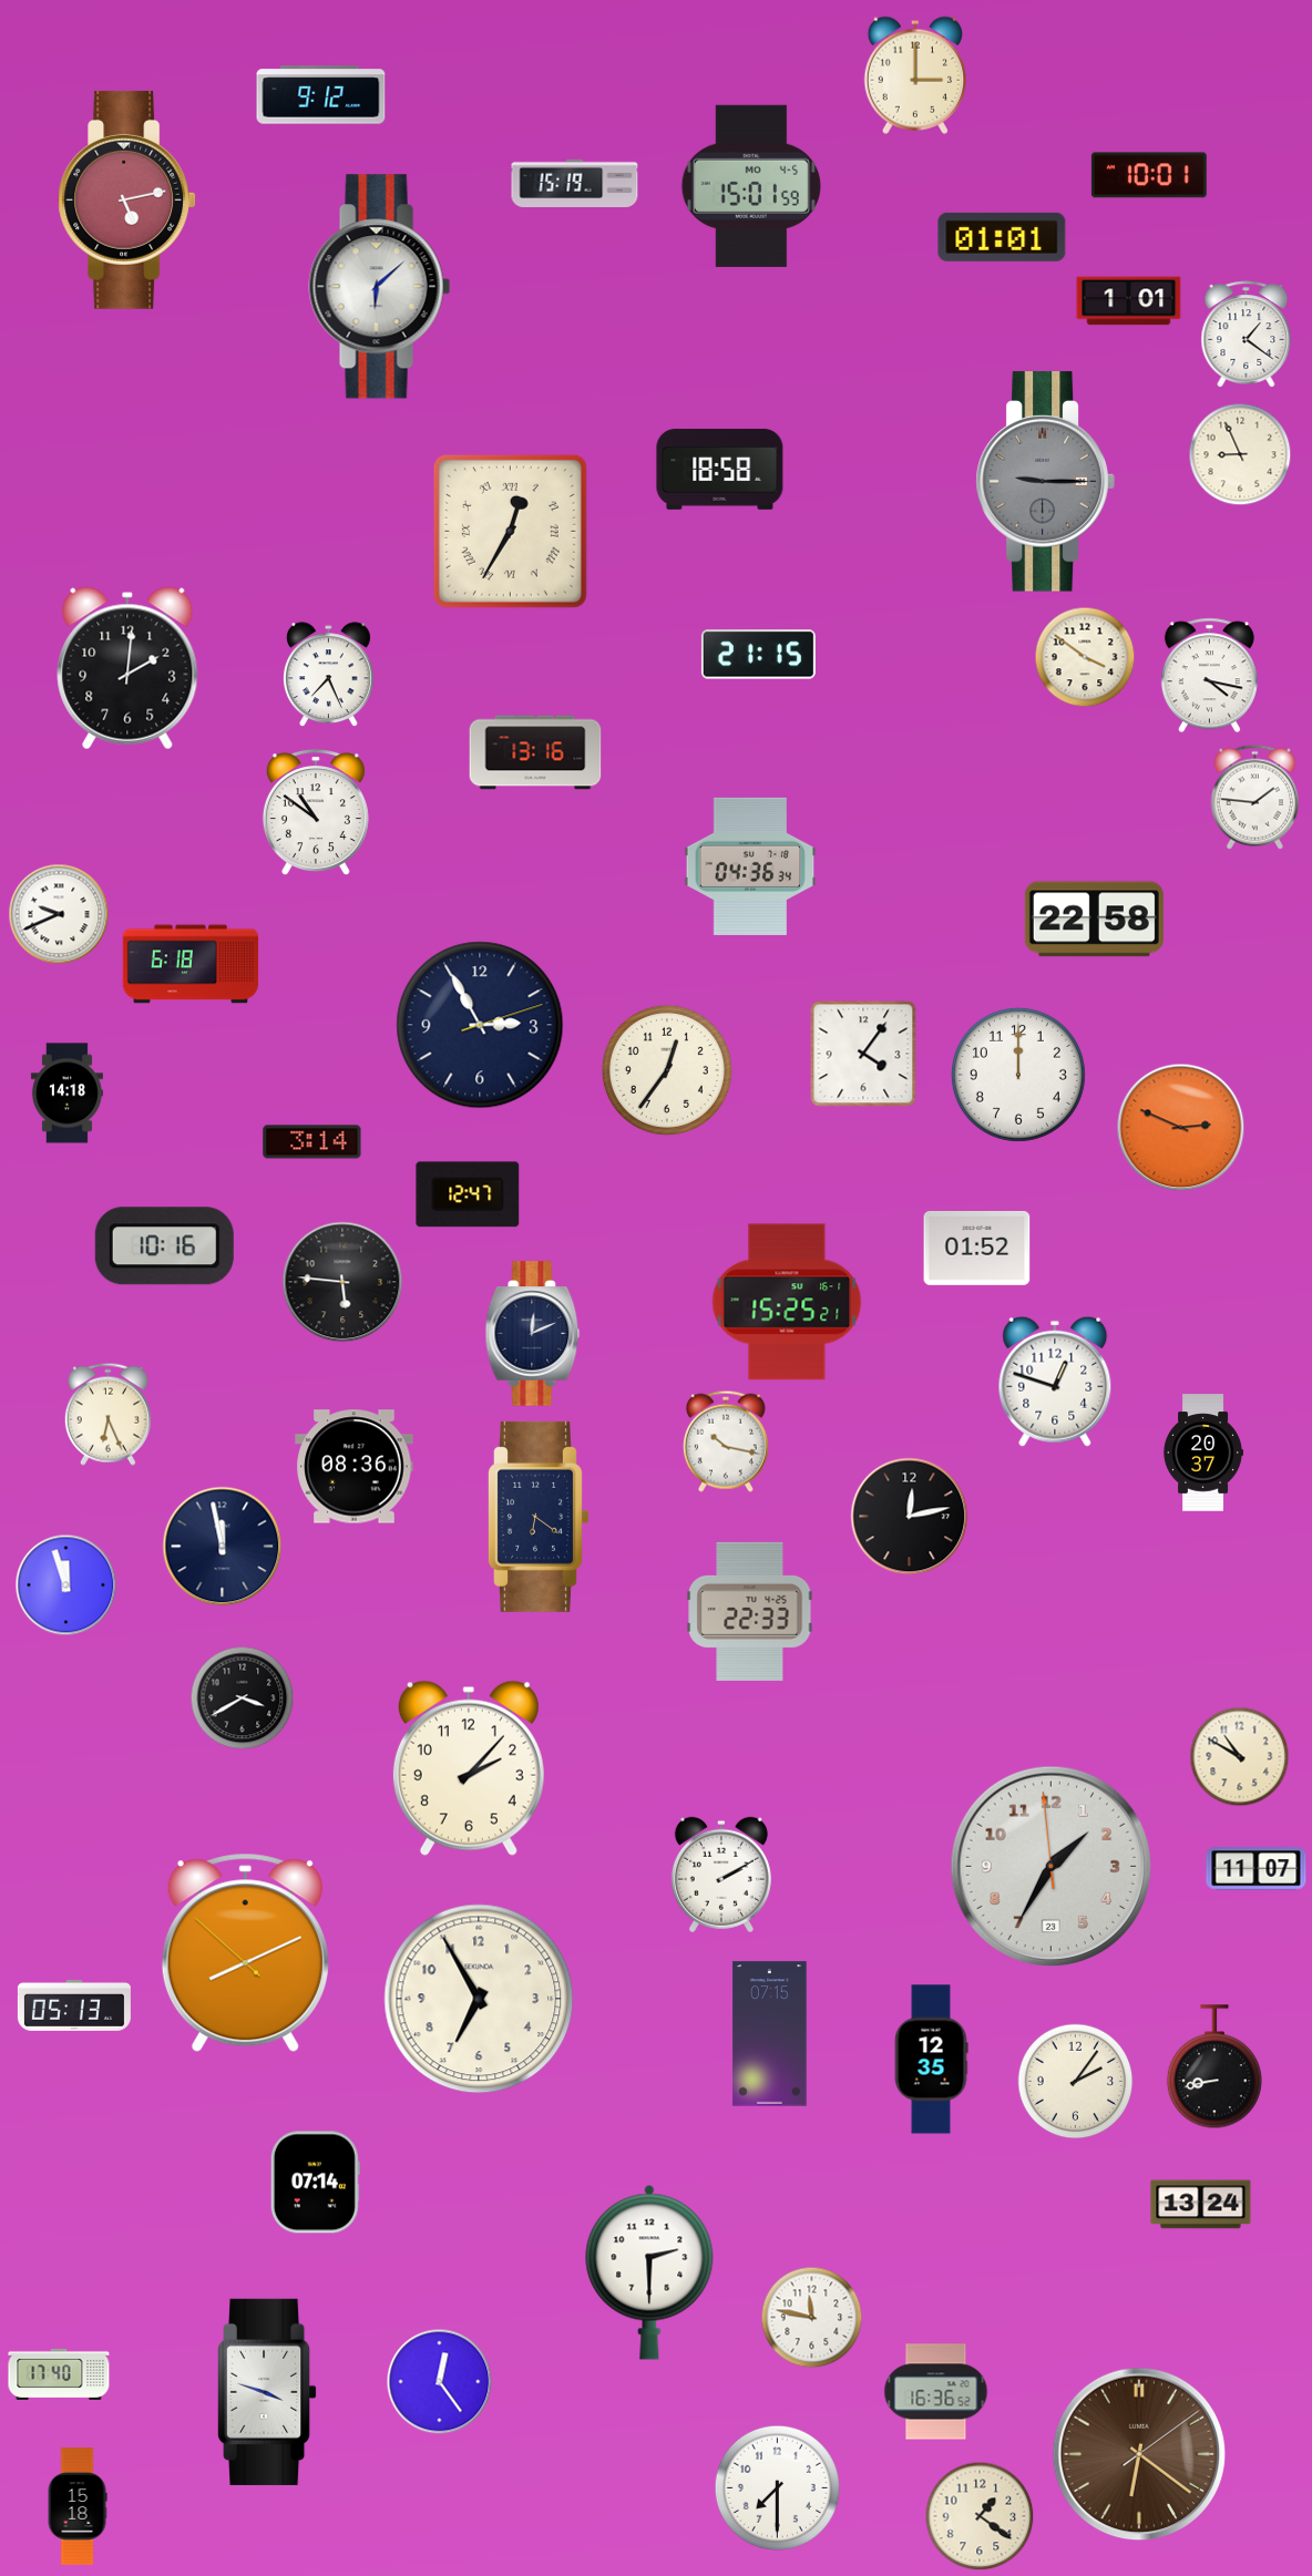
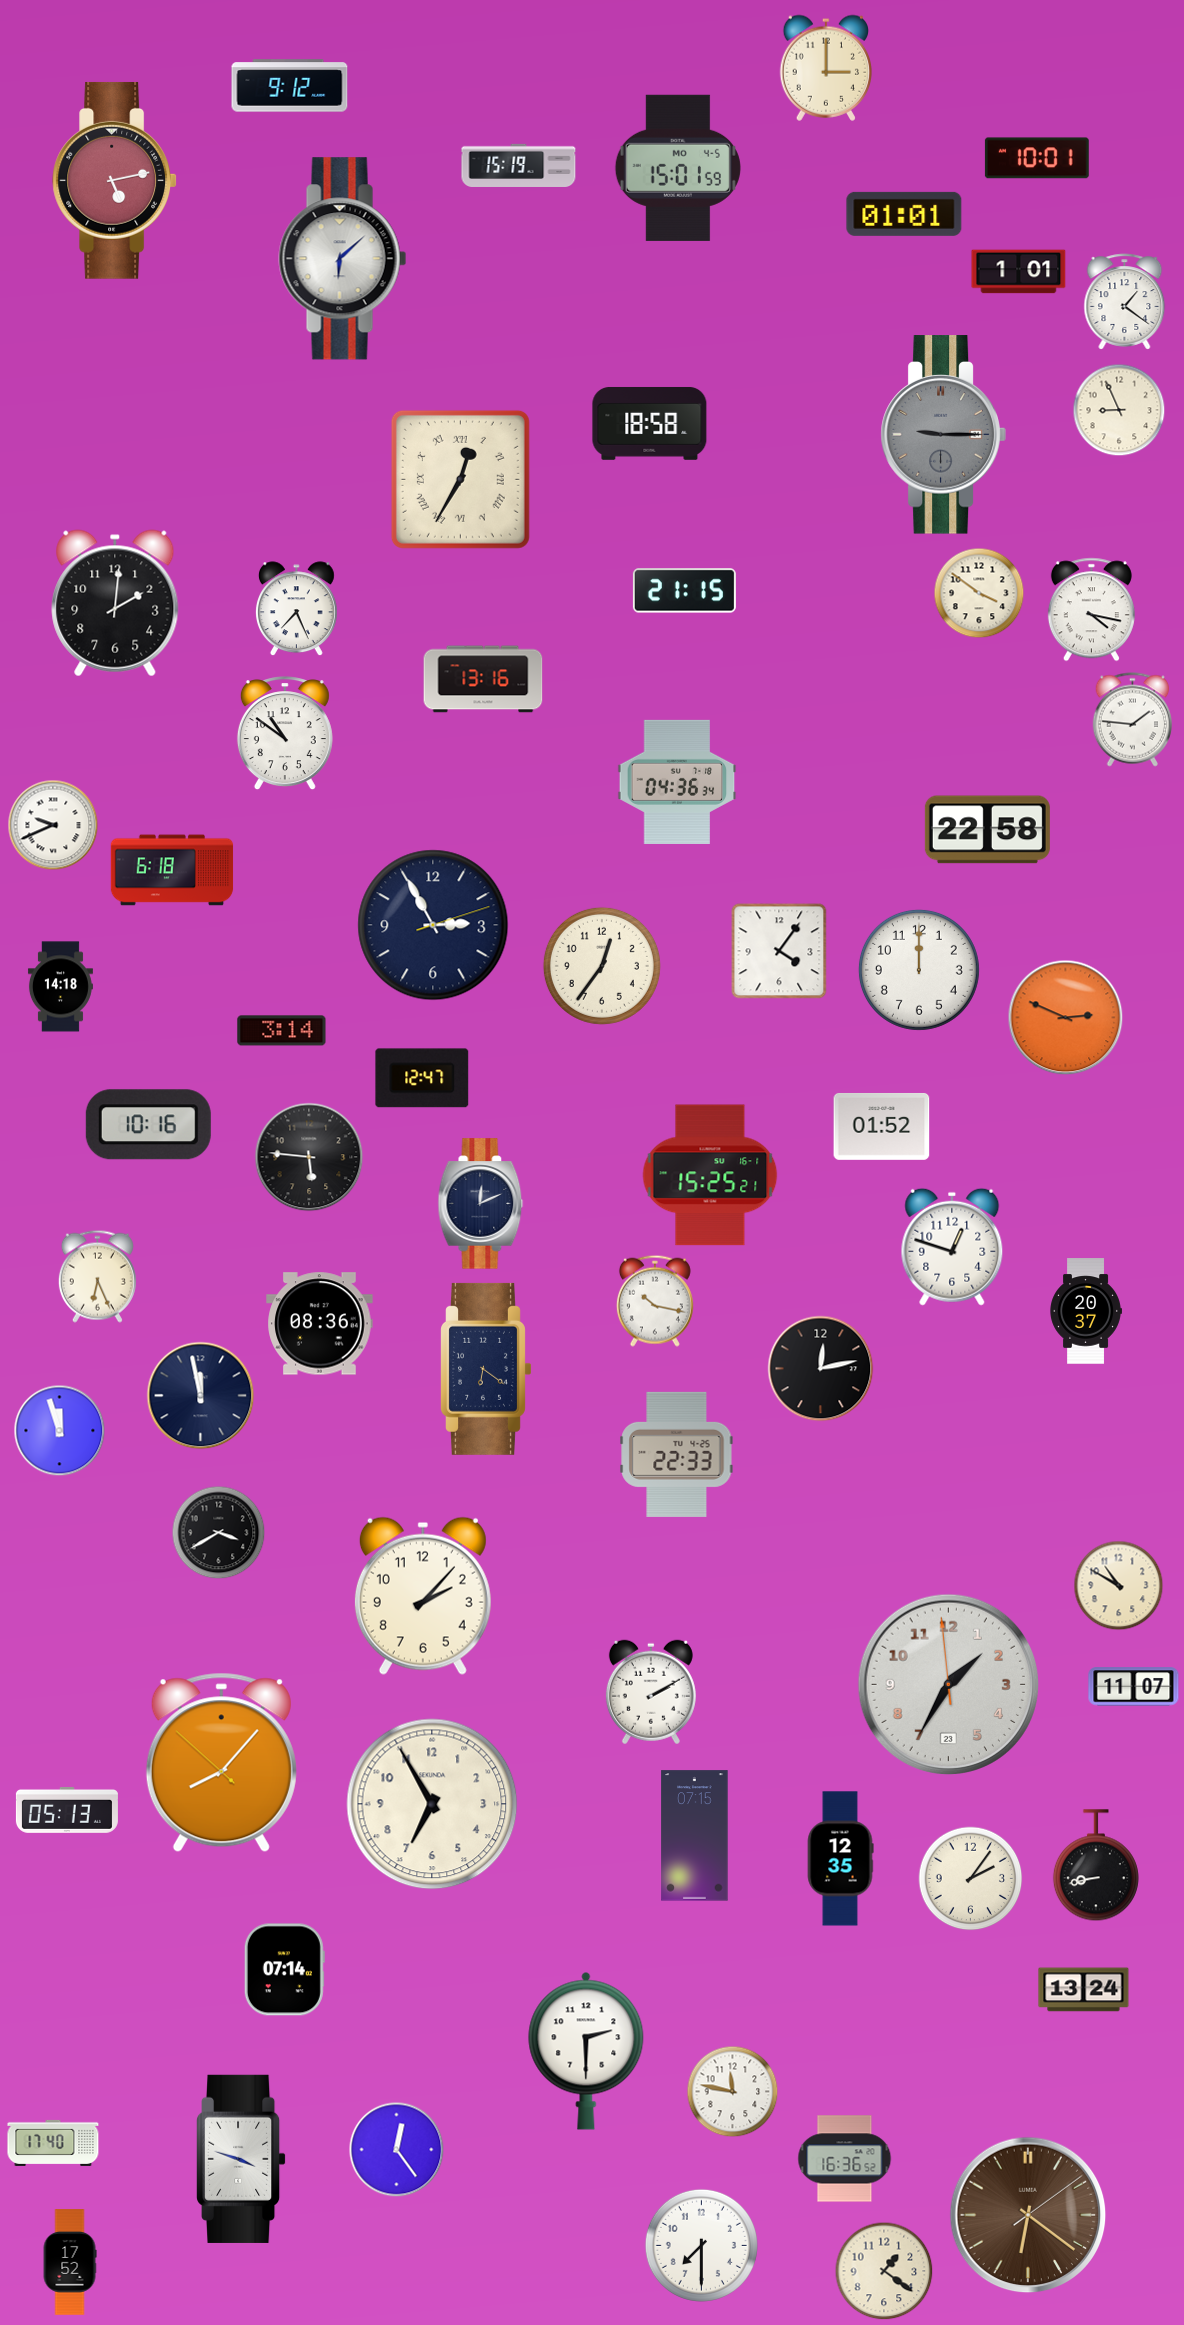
clock at (245, 1953): 8:10 -> 8:06
clock at (78, 2506): 15:18 -> 17:52
